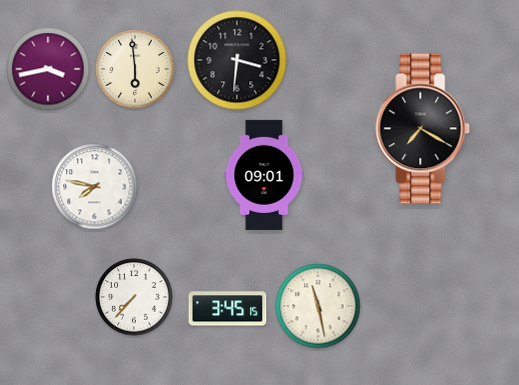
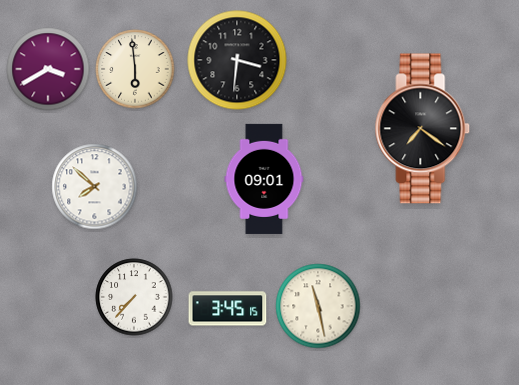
clock at (48, 69): 3:43 -> 3:40
clock at (423, 129): 7:20 -> 7:21
clock at (264, 175) position: (264, 175) -> (264, 179)
clock at (95, 187): 7:47 -> 7:52
